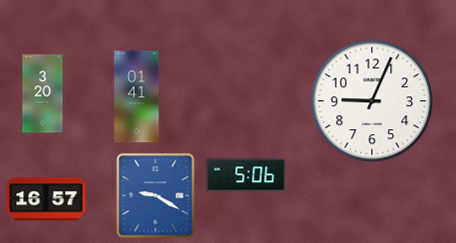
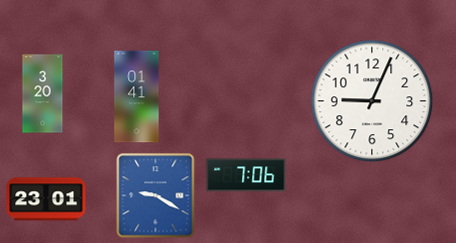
clock at (246, 175): 5:06 -> 7:06
clock at (46, 199): 16:57 -> 23:01
